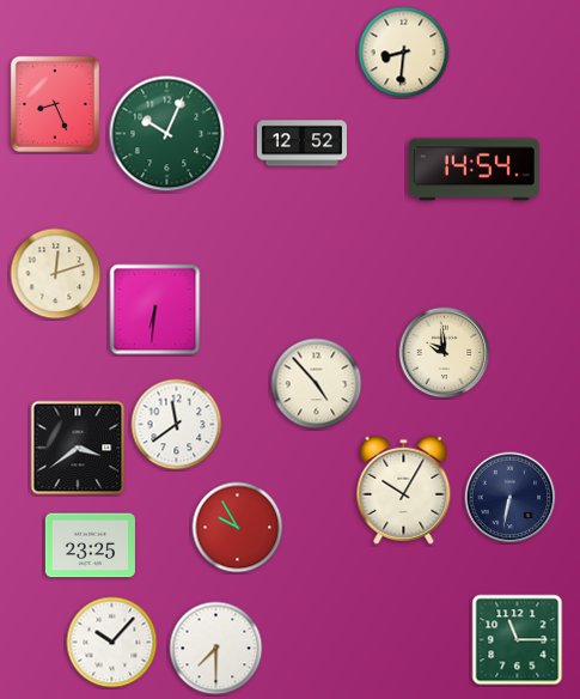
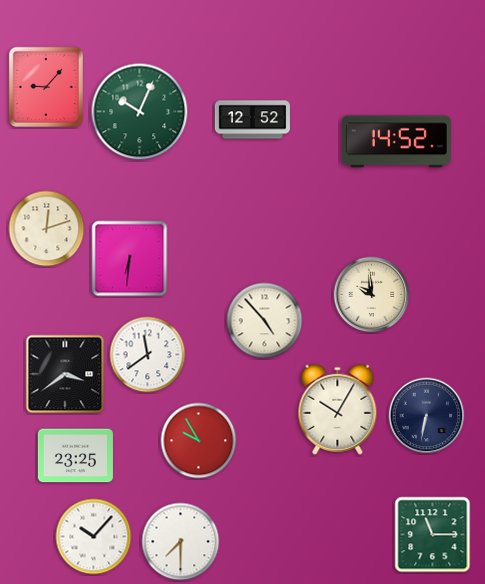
clock at (404, 53): 8:31 -> none
clock at (55, 104): 8:26 -> 9:07
clock at (474, 170): 14:54 -> 14:52
